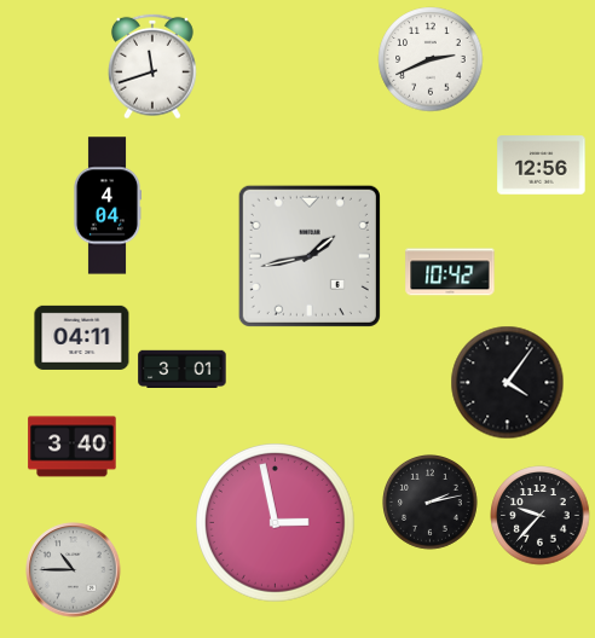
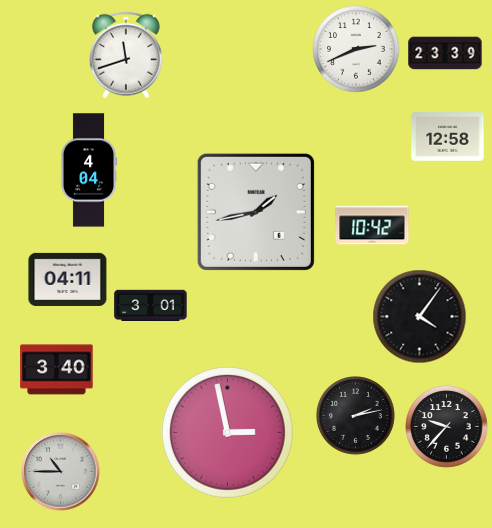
clock at (445, 53): none -> 23:39
clock at (542, 166): 12:56 -> 12:58
clock at (73, 447) position: (73, 447) -> (57, 370)
